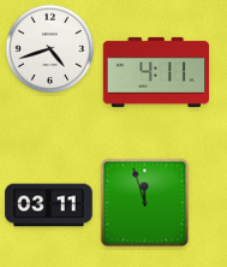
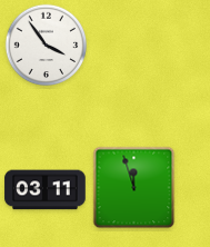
clock at (50, 49): 4:42 -> 3:54
clock at (155, 72): 4:11 -> none
